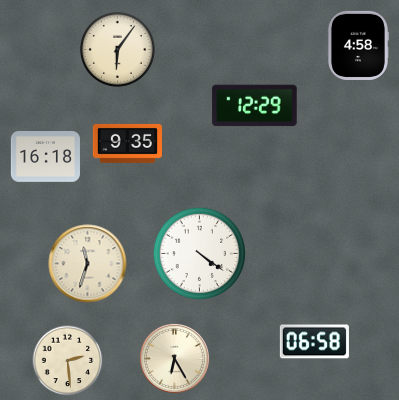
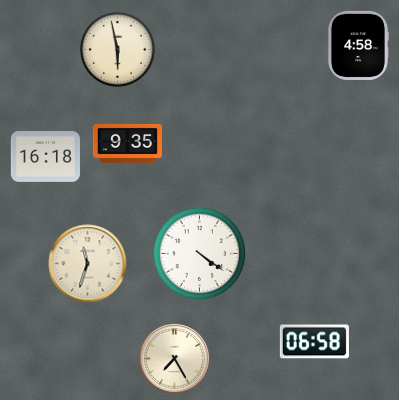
clock at (117, 49): 6:06 -> 5:58
clock at (255, 106): 12:29 -> none
clock at (174, 358): 6:25 -> 7:25
clock at (68, 361): 2:29 -> none
